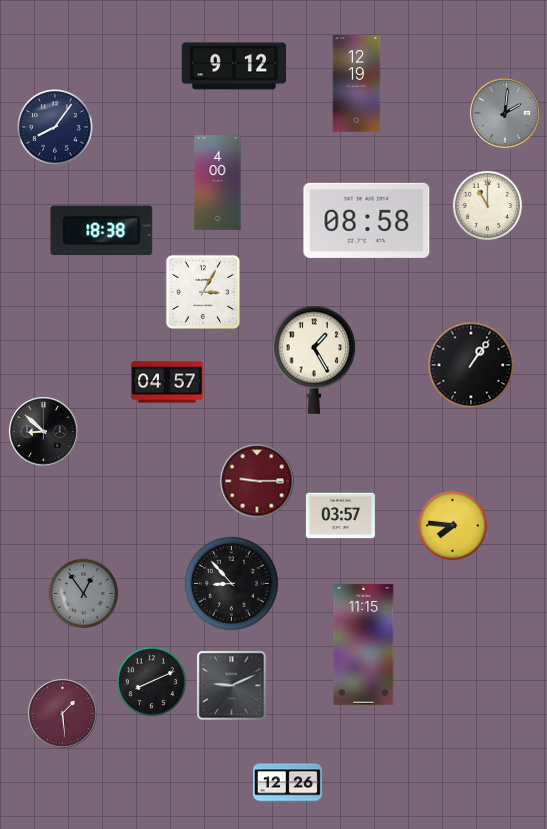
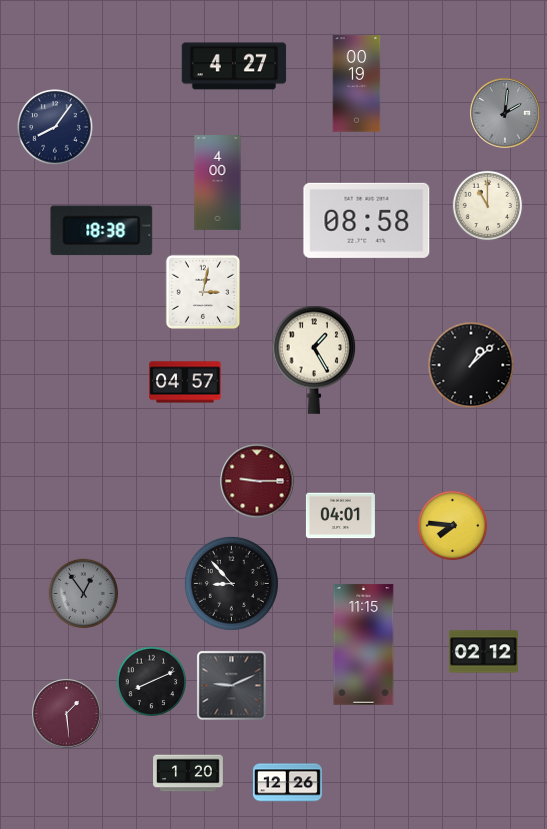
clock at (234, 66): 9:12 -> 4:27
clock at (357, 84): 12:19 -> 00:19
clock at (202, 291): 3:05 -> 3:02
clock at (471, 365): 1:06 -> 1:08
clock at (167, 382) position: (167, 382) -> (185, 382)
clock at (44, 432): 8:52 -> none
clock at (340, 516): 03:57 -> 04:01
clock at (483, 652): none -> 02:12
clock at (63, 714) position: (63, 714) -> (67, 714)
clock at (188, 773): none -> 1:20
